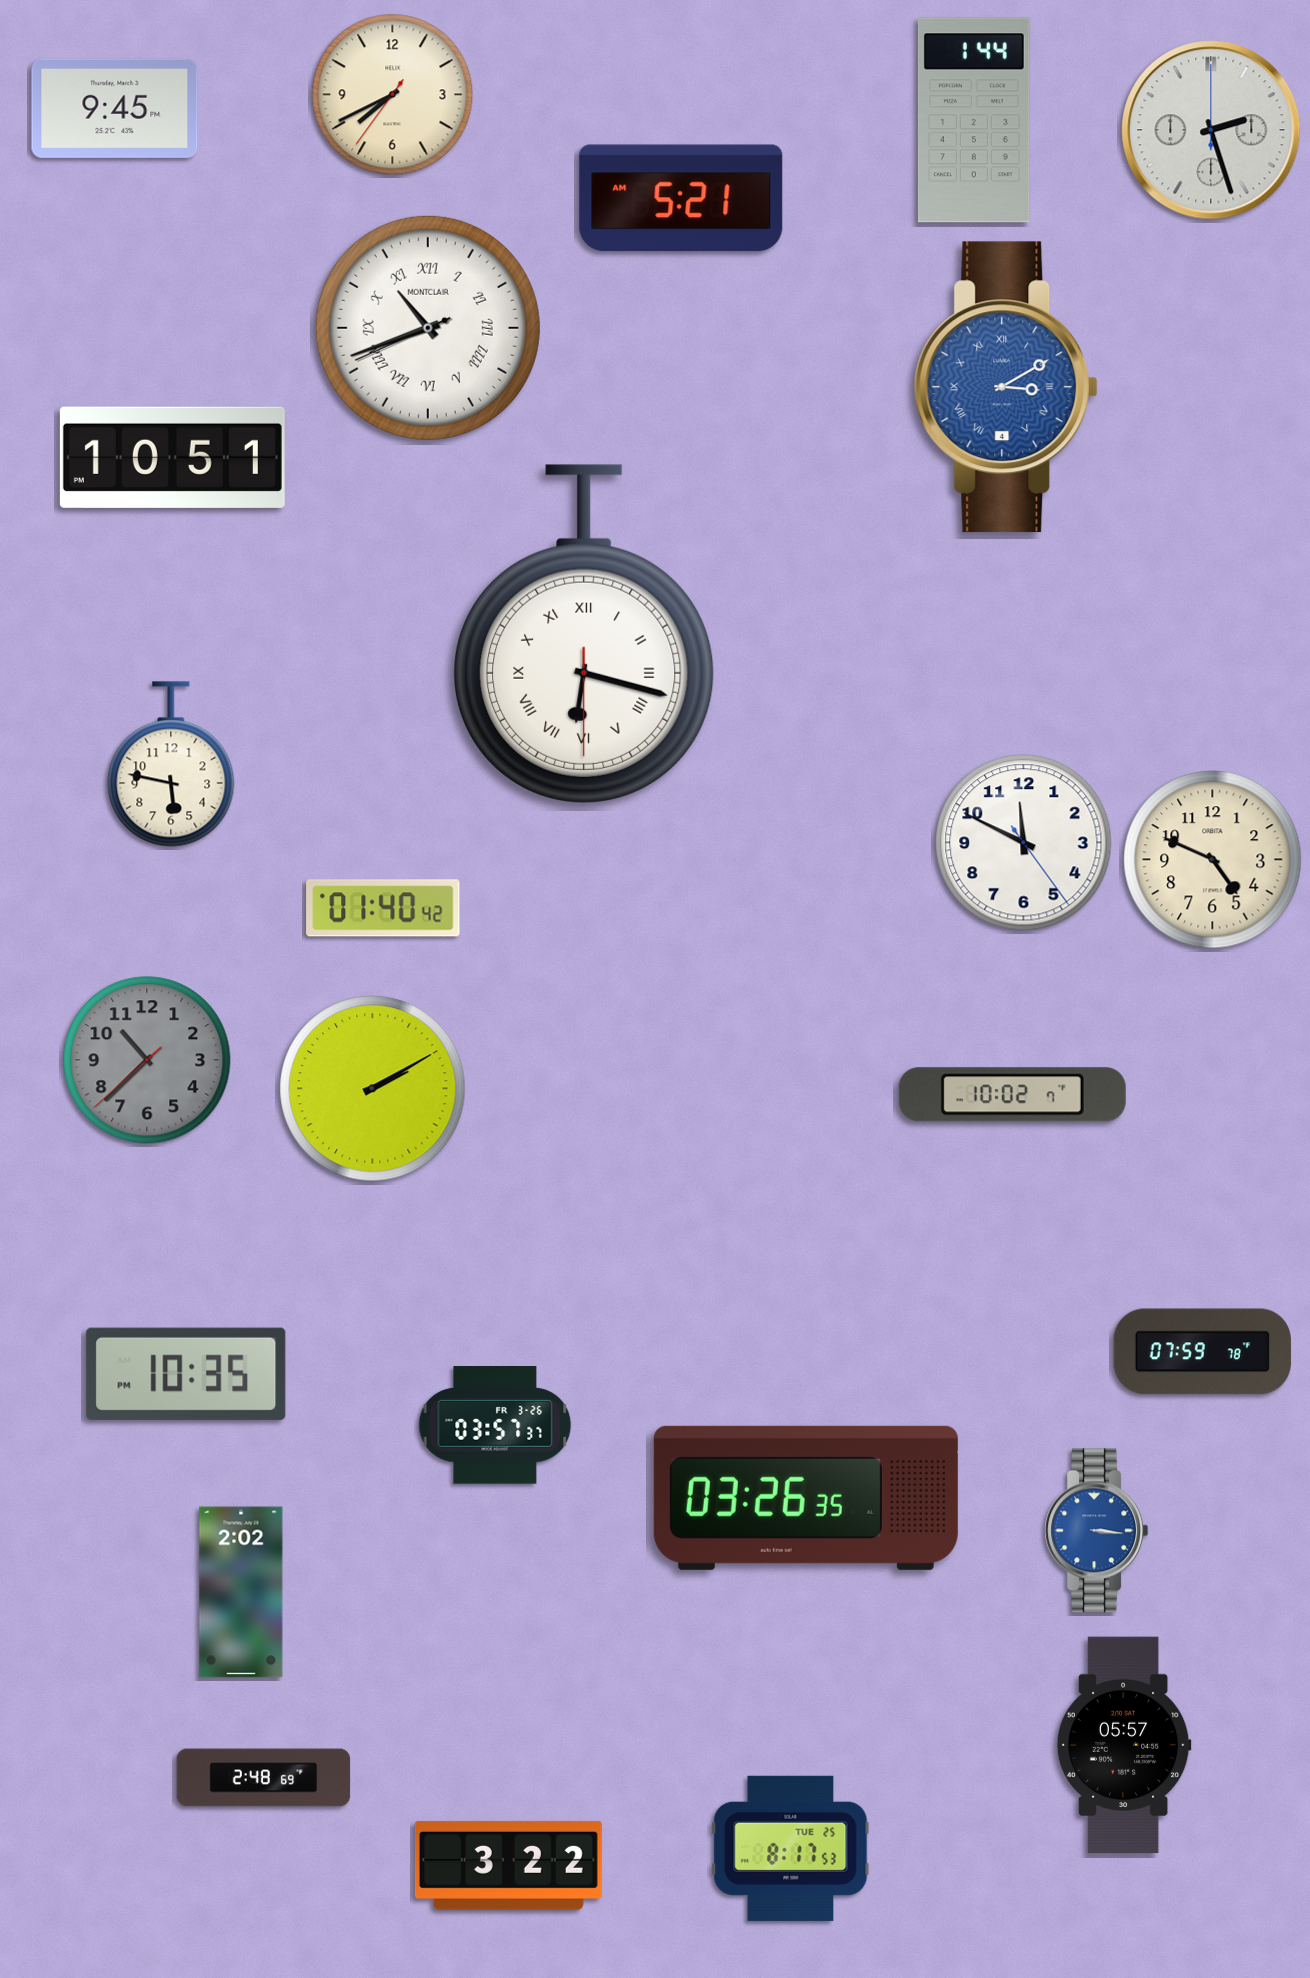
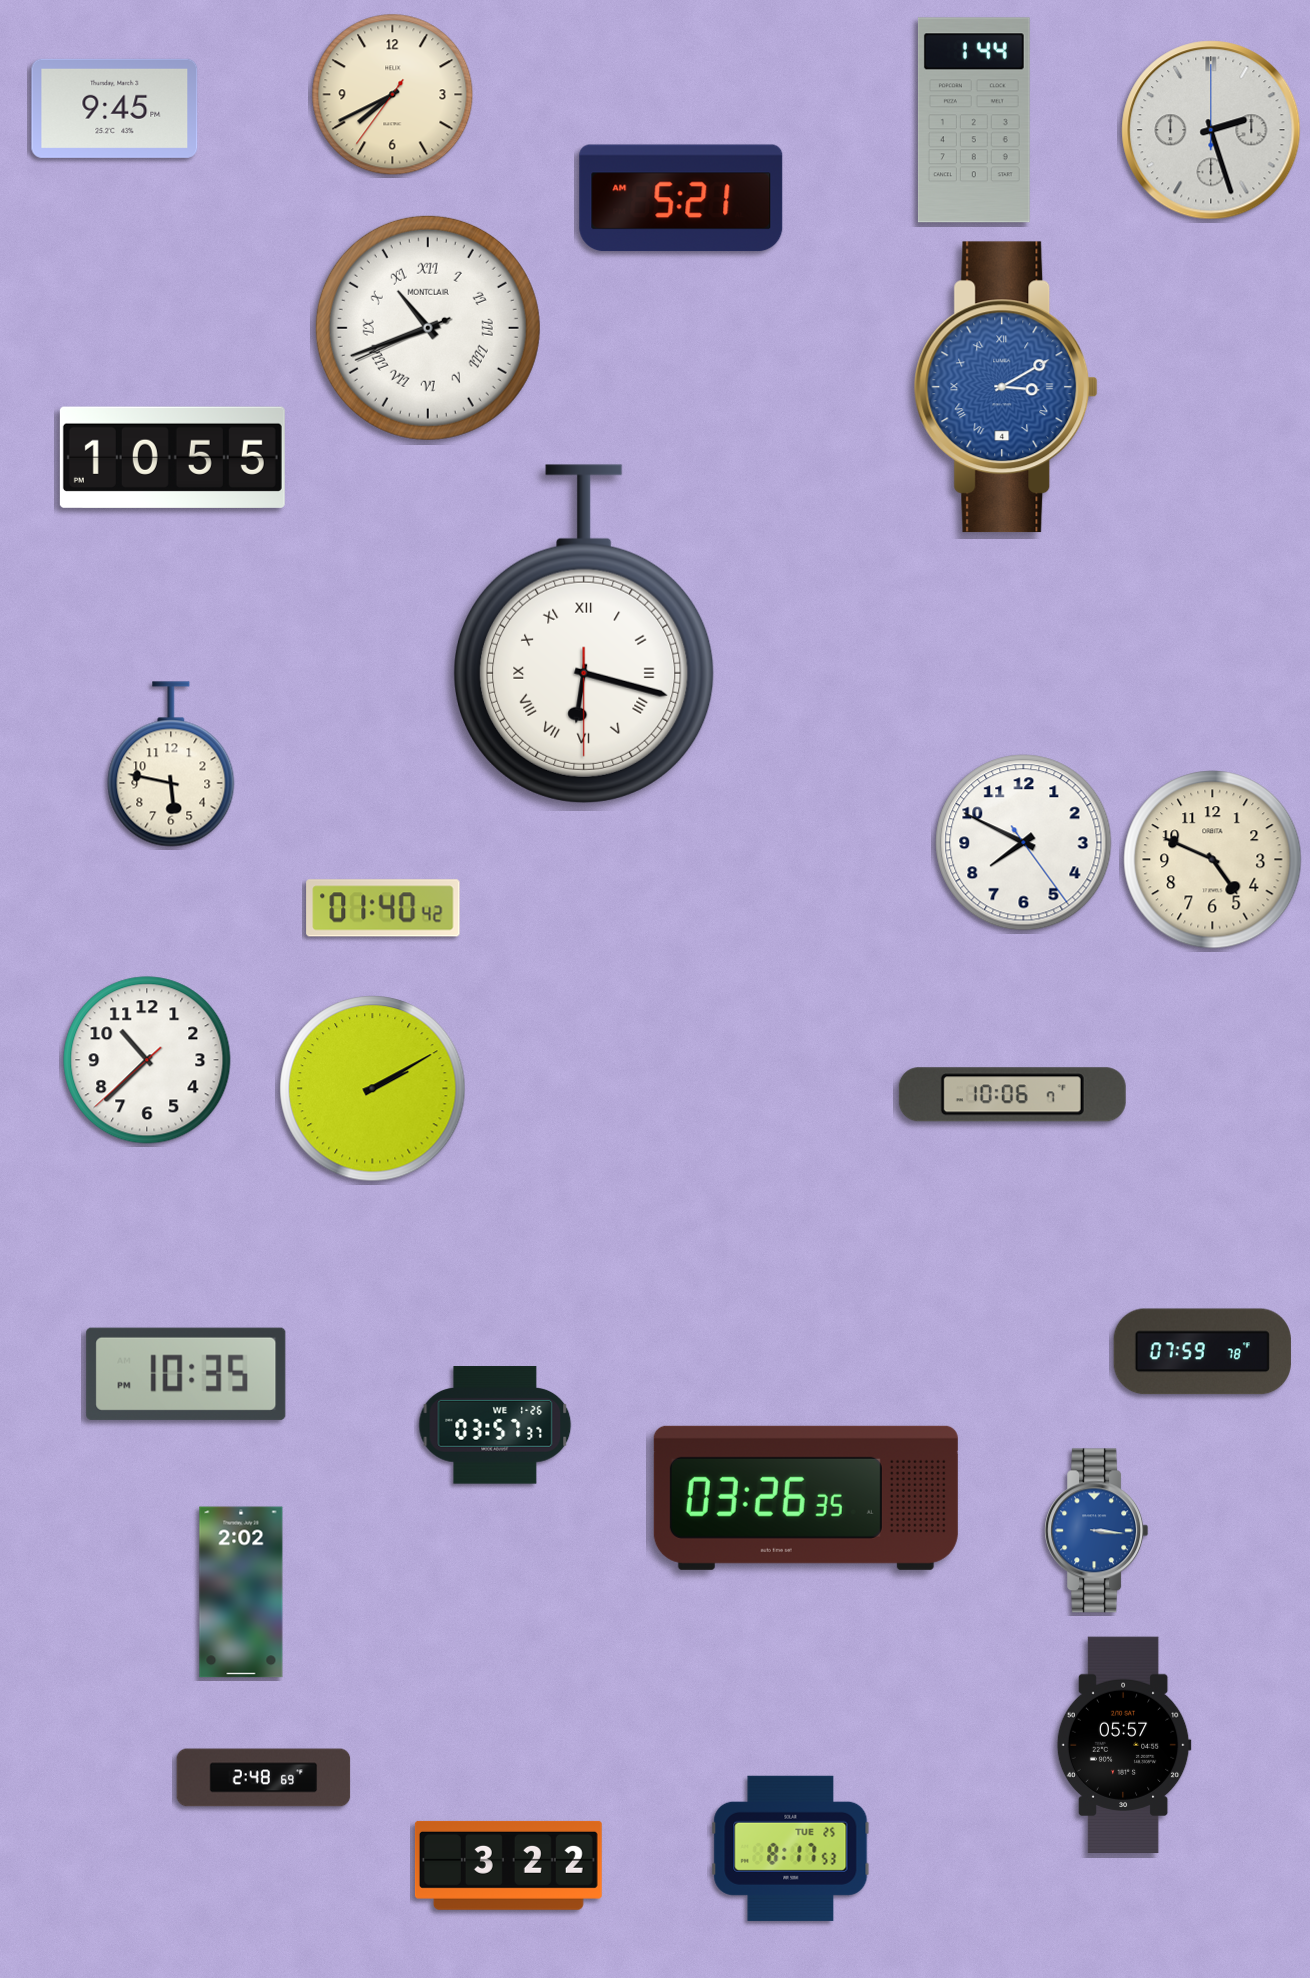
clock at (172, 457): 10:51 -> 10:55
clock at (1024, 843): 11:49 -> 7:49
clock at (147, 1060) dial: grey -> white
clock at (1012, 1095): 10:02 -> 10:06
clock at (495, 1425) date: FR 3-26 -> WE 1-26
